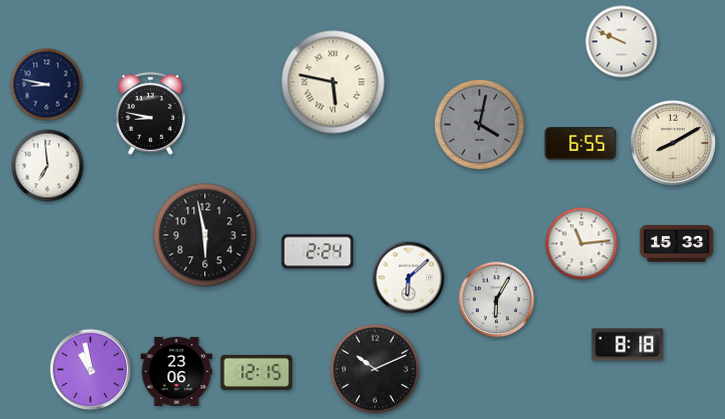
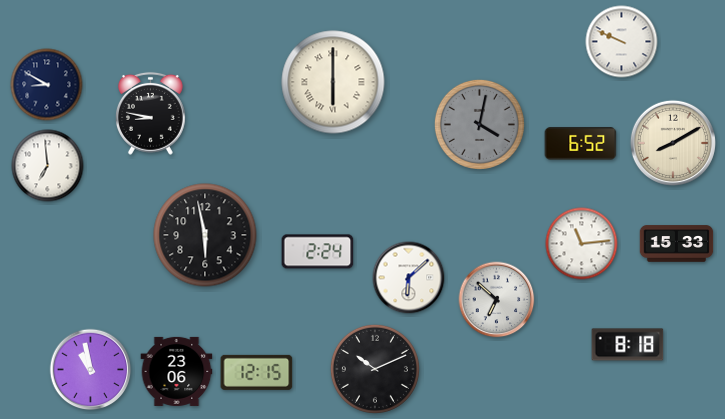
clock at (333, 82): 5:47 -> 6:00
clock at (47, 85): 8:47 -> 8:50
clock at (581, 144): 6:55 -> 6:52
clock at (497, 300): 6:05 -> 6:52
